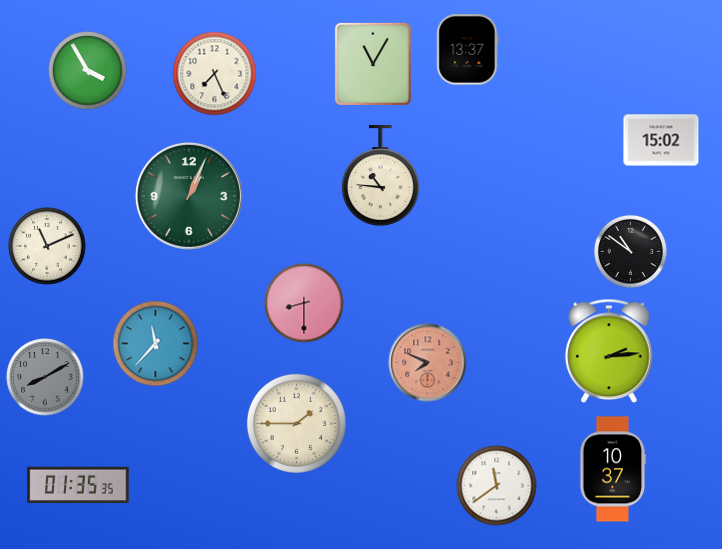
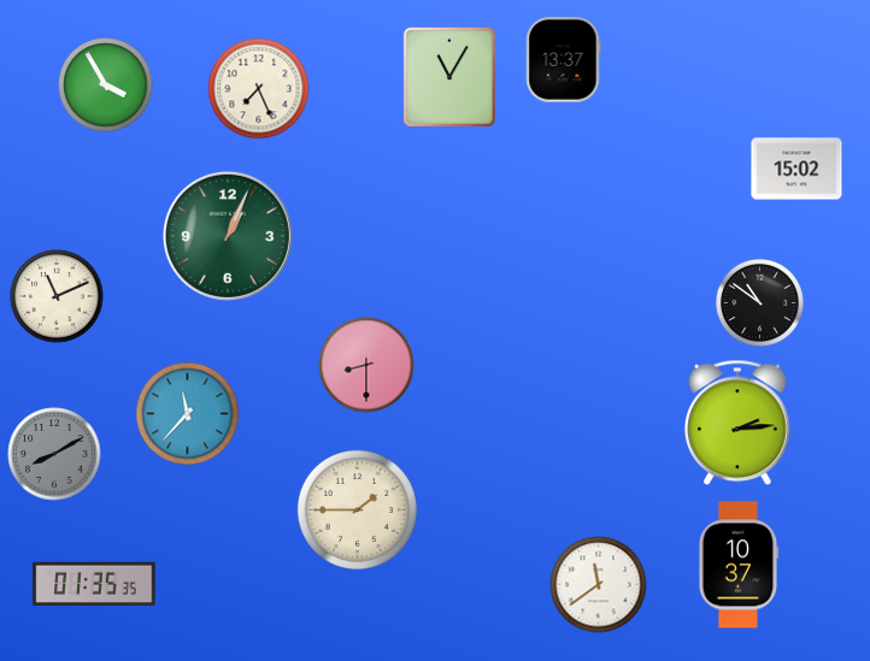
clock at (380, 175): 10:46 -> none
clock at (610, 351) position: (610, 351) -> (739, 423)
clock at (428, 363): 7:49 -> none
